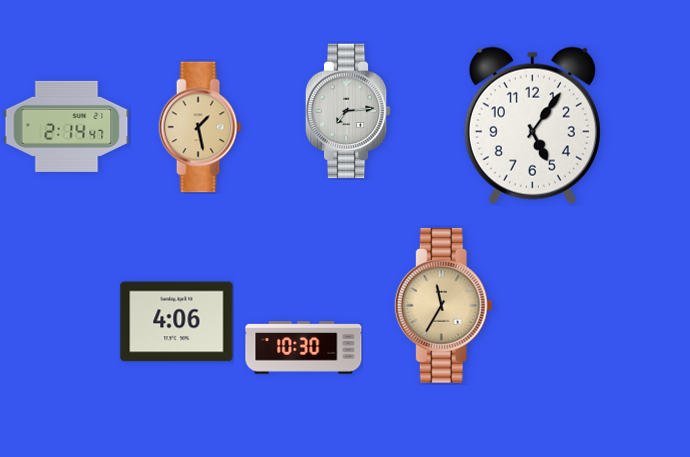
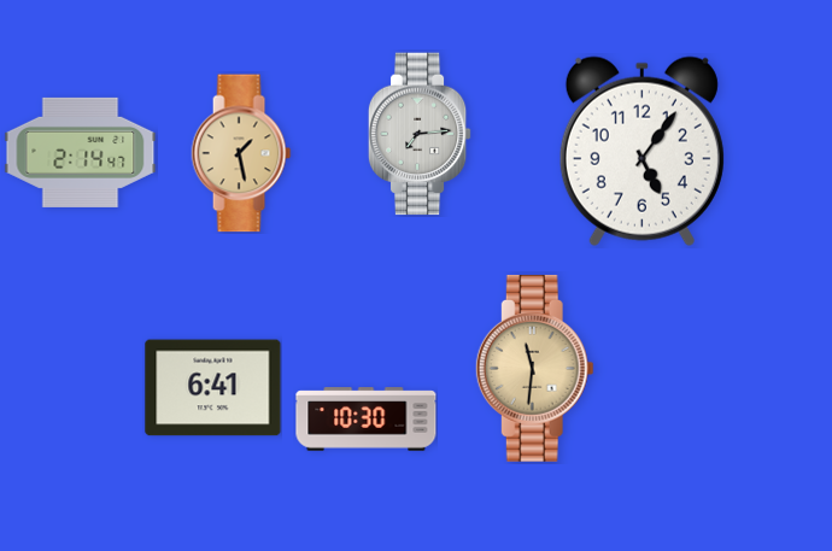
clock at (443, 305): 11:35 -> 11:31
clock at (177, 322): 4:06 -> 6:41
